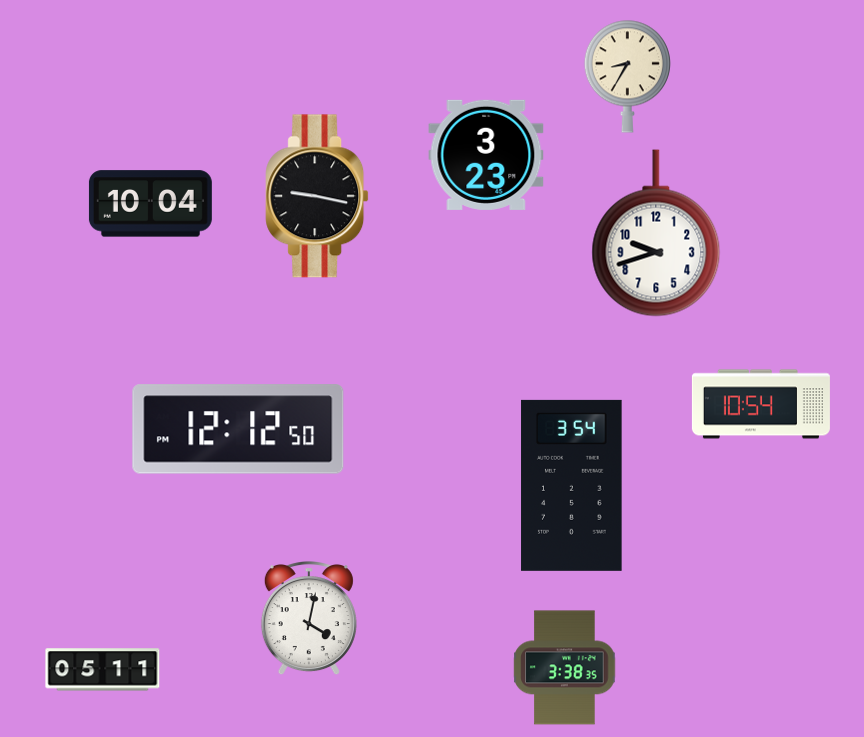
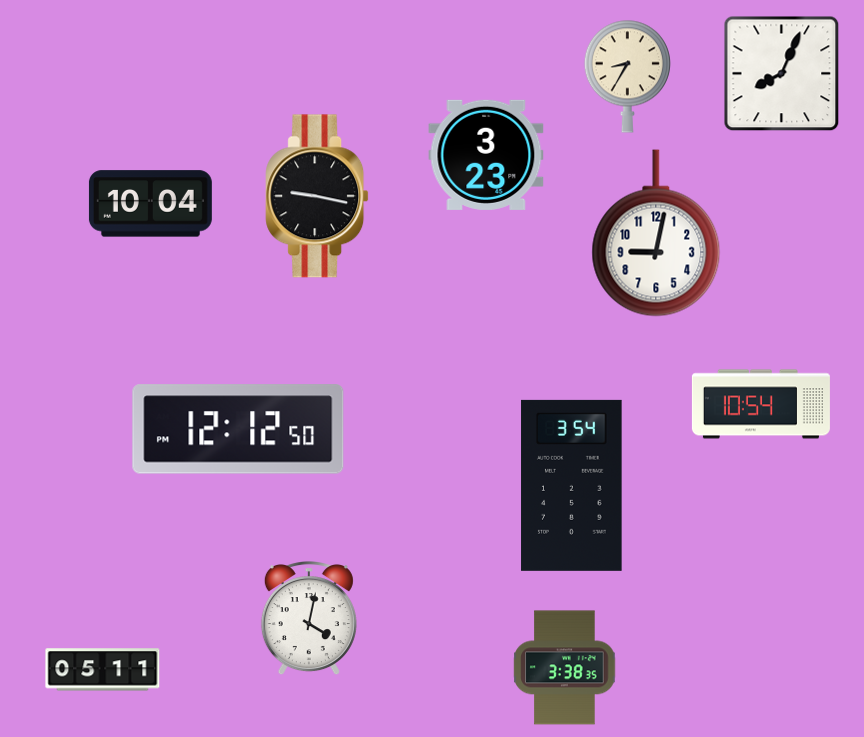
clock at (782, 74): none -> 8:04
clock at (656, 233): 9:42 -> 9:02
